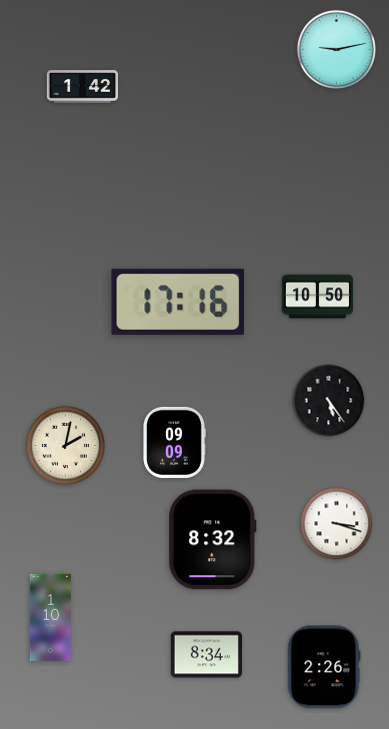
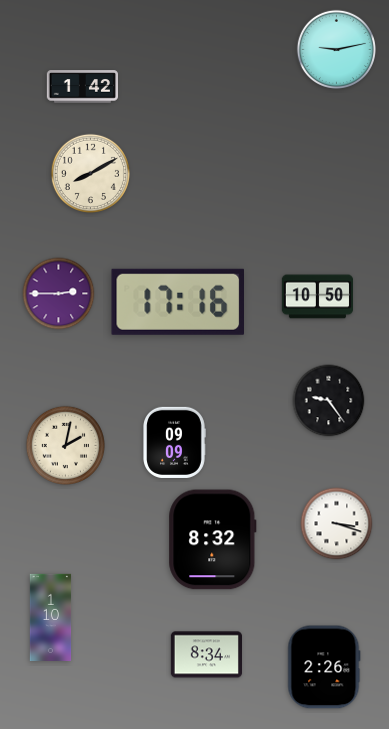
clock at (90, 173): none -> 8:10
clock at (59, 294): none -> 2:45
clock at (329, 401): 5:24 -> 9:24
